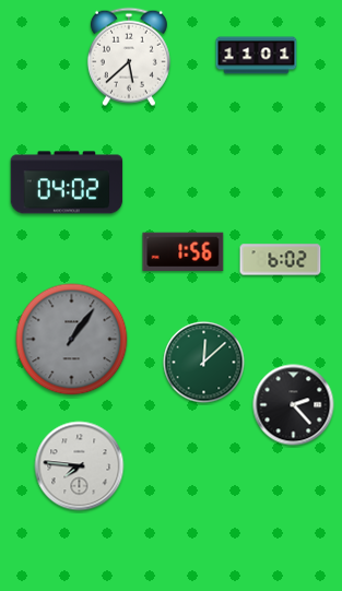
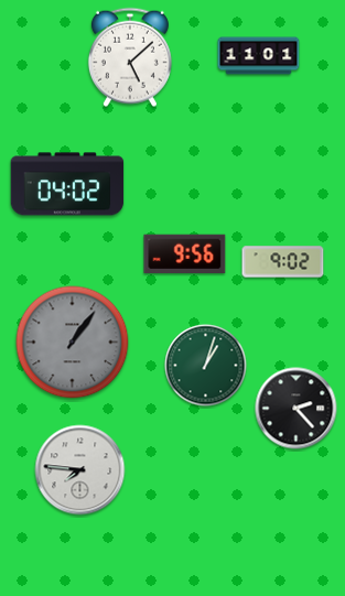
clock at (129, 57): 5:38 -> 5:08
clock at (184, 251): 1:56 -> 9:56
clock at (281, 260): 6:02 -> 9:02
clock at (204, 363): 12:08 -> 1:03
